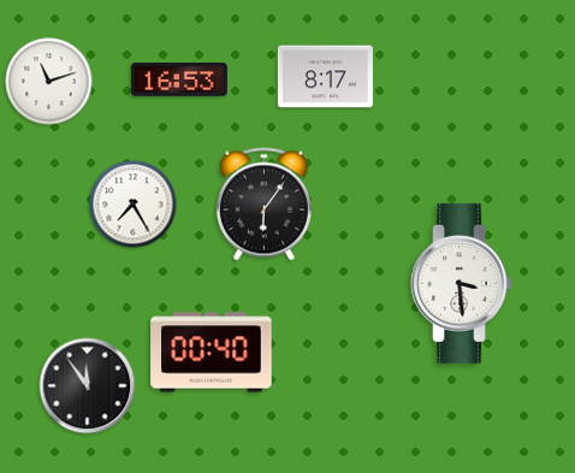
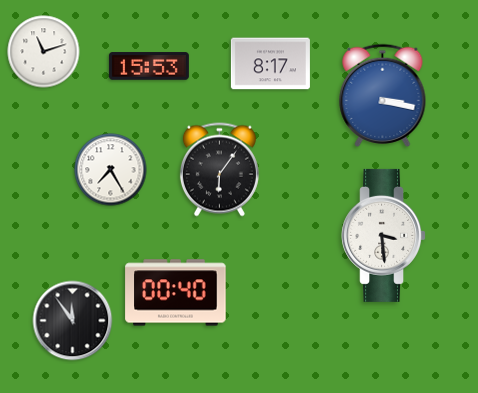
clock at (179, 79): 16:53 -> 15:53
clock at (49, 82) position: (49, 82) -> (44, 52)
clock at (383, 95): none -> 3:17
